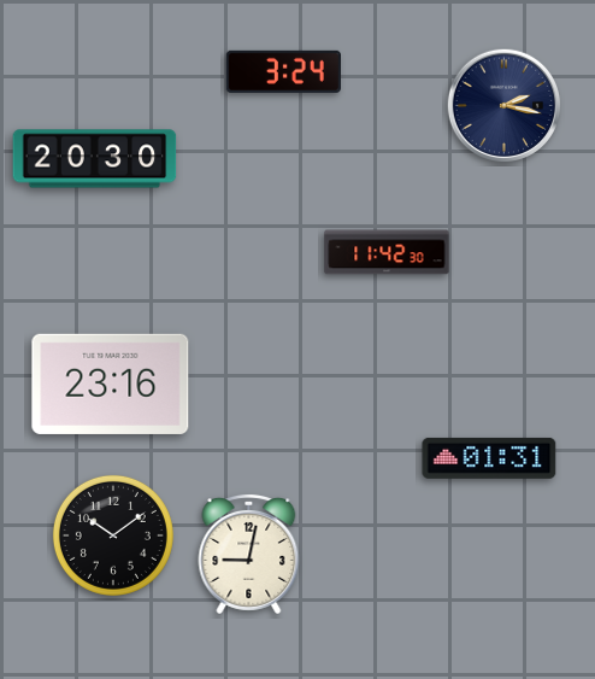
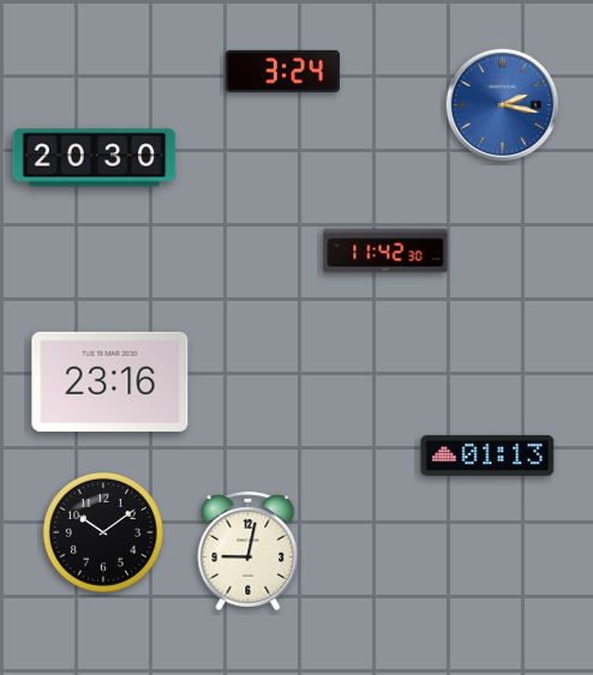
clock at (505, 106) dial: navy -> blue
clock at (489, 458): 01:31 -> 01:13
clock at (113, 535) position: (113, 535) -> (103, 532)
